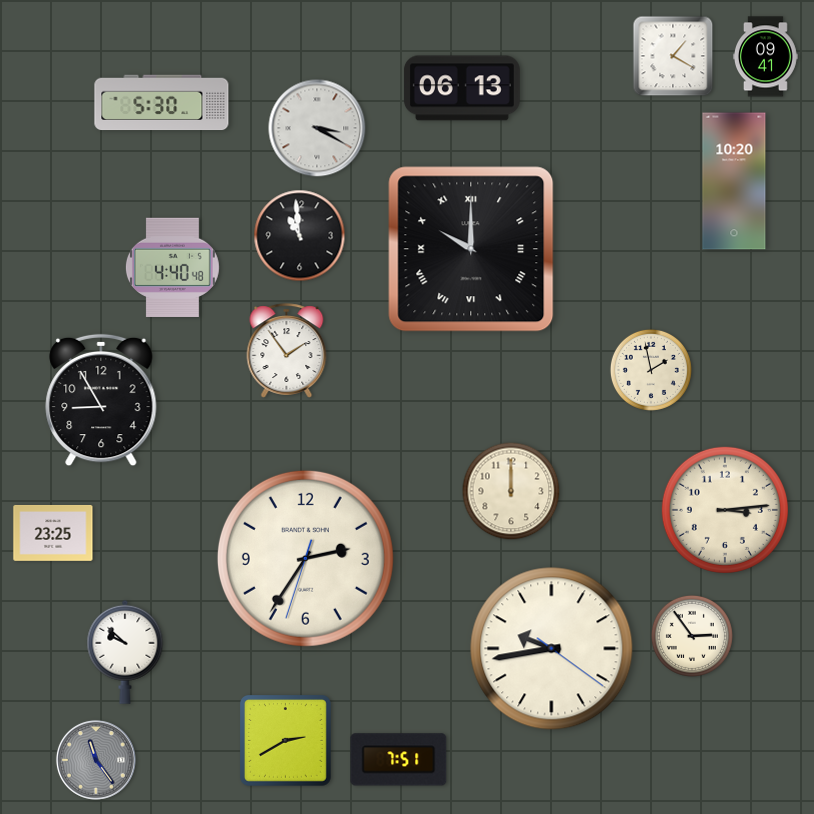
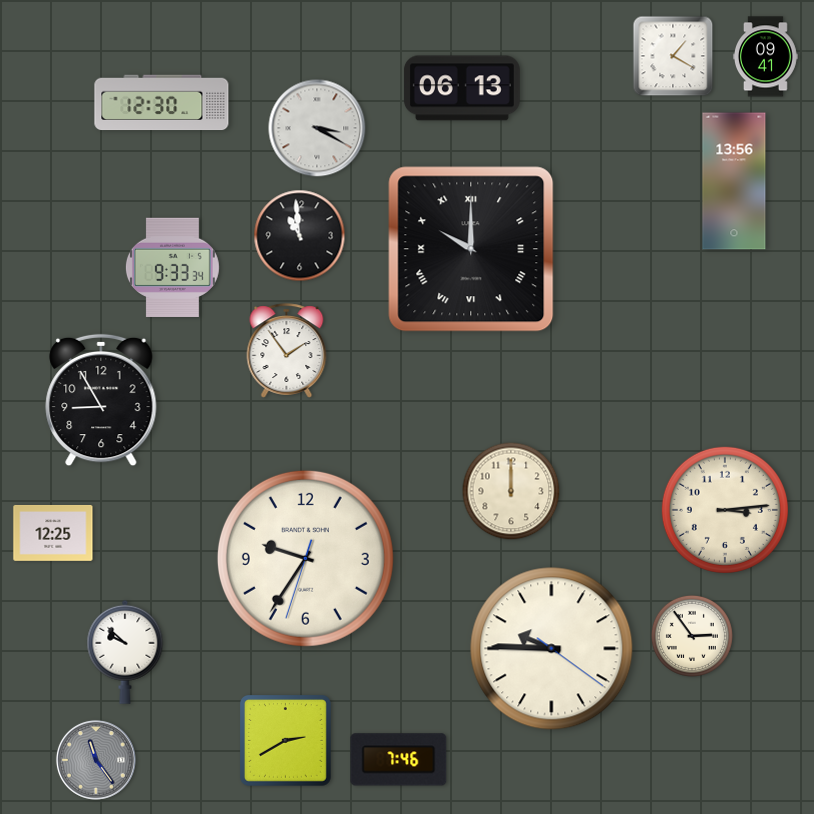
clock at (162, 103): 5:30 -> 12:30
clock at (734, 181): 10:20 -> 13:56
clock at (172, 268): 4:40 -> 9:33
clock at (651, 370): 1:58 -> none
clock at (53, 533): 23:25 -> 12:25
clock at (305, 558): 2:35 -> 9:35
clock at (552, 649): 9:43 -> 9:45
clock at (399, 760): 7:51 -> 7:46
